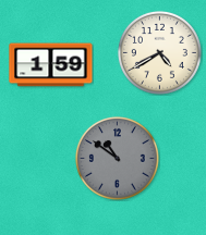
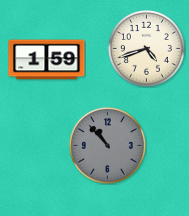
clock at (159, 52): 4:40 -> 4:42
clock at (117, 158): 10:51 -> 10:53
